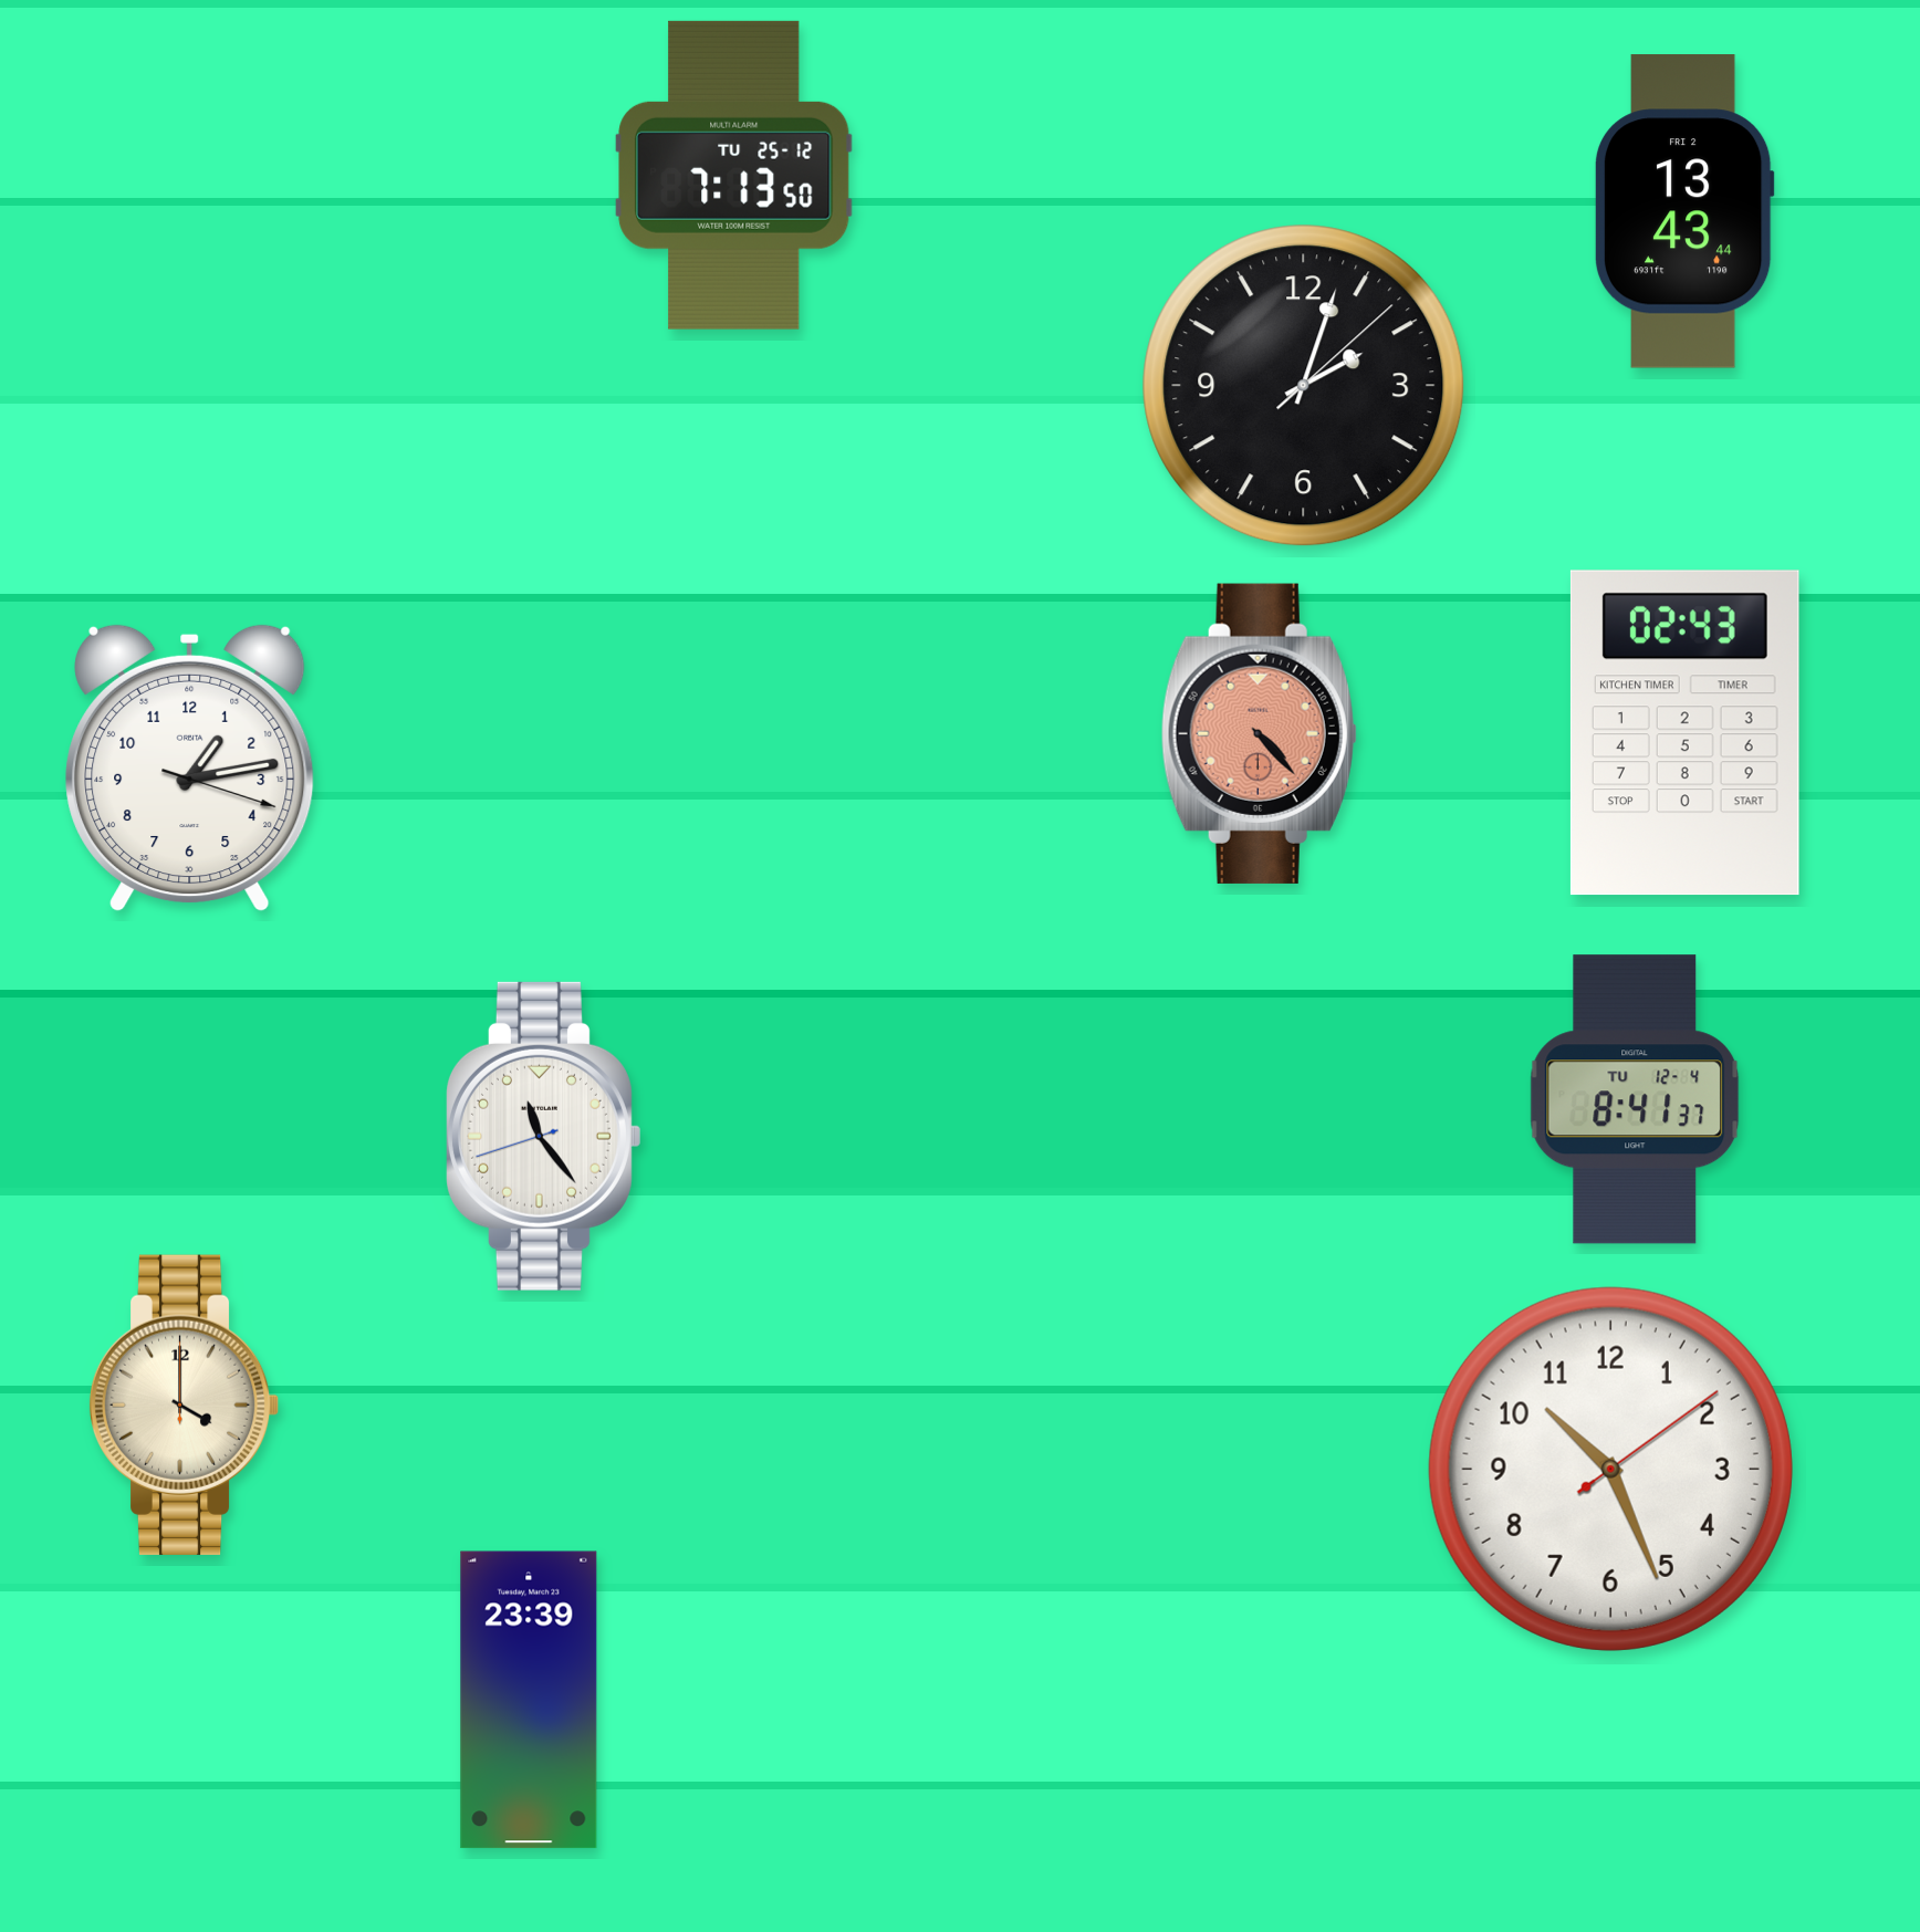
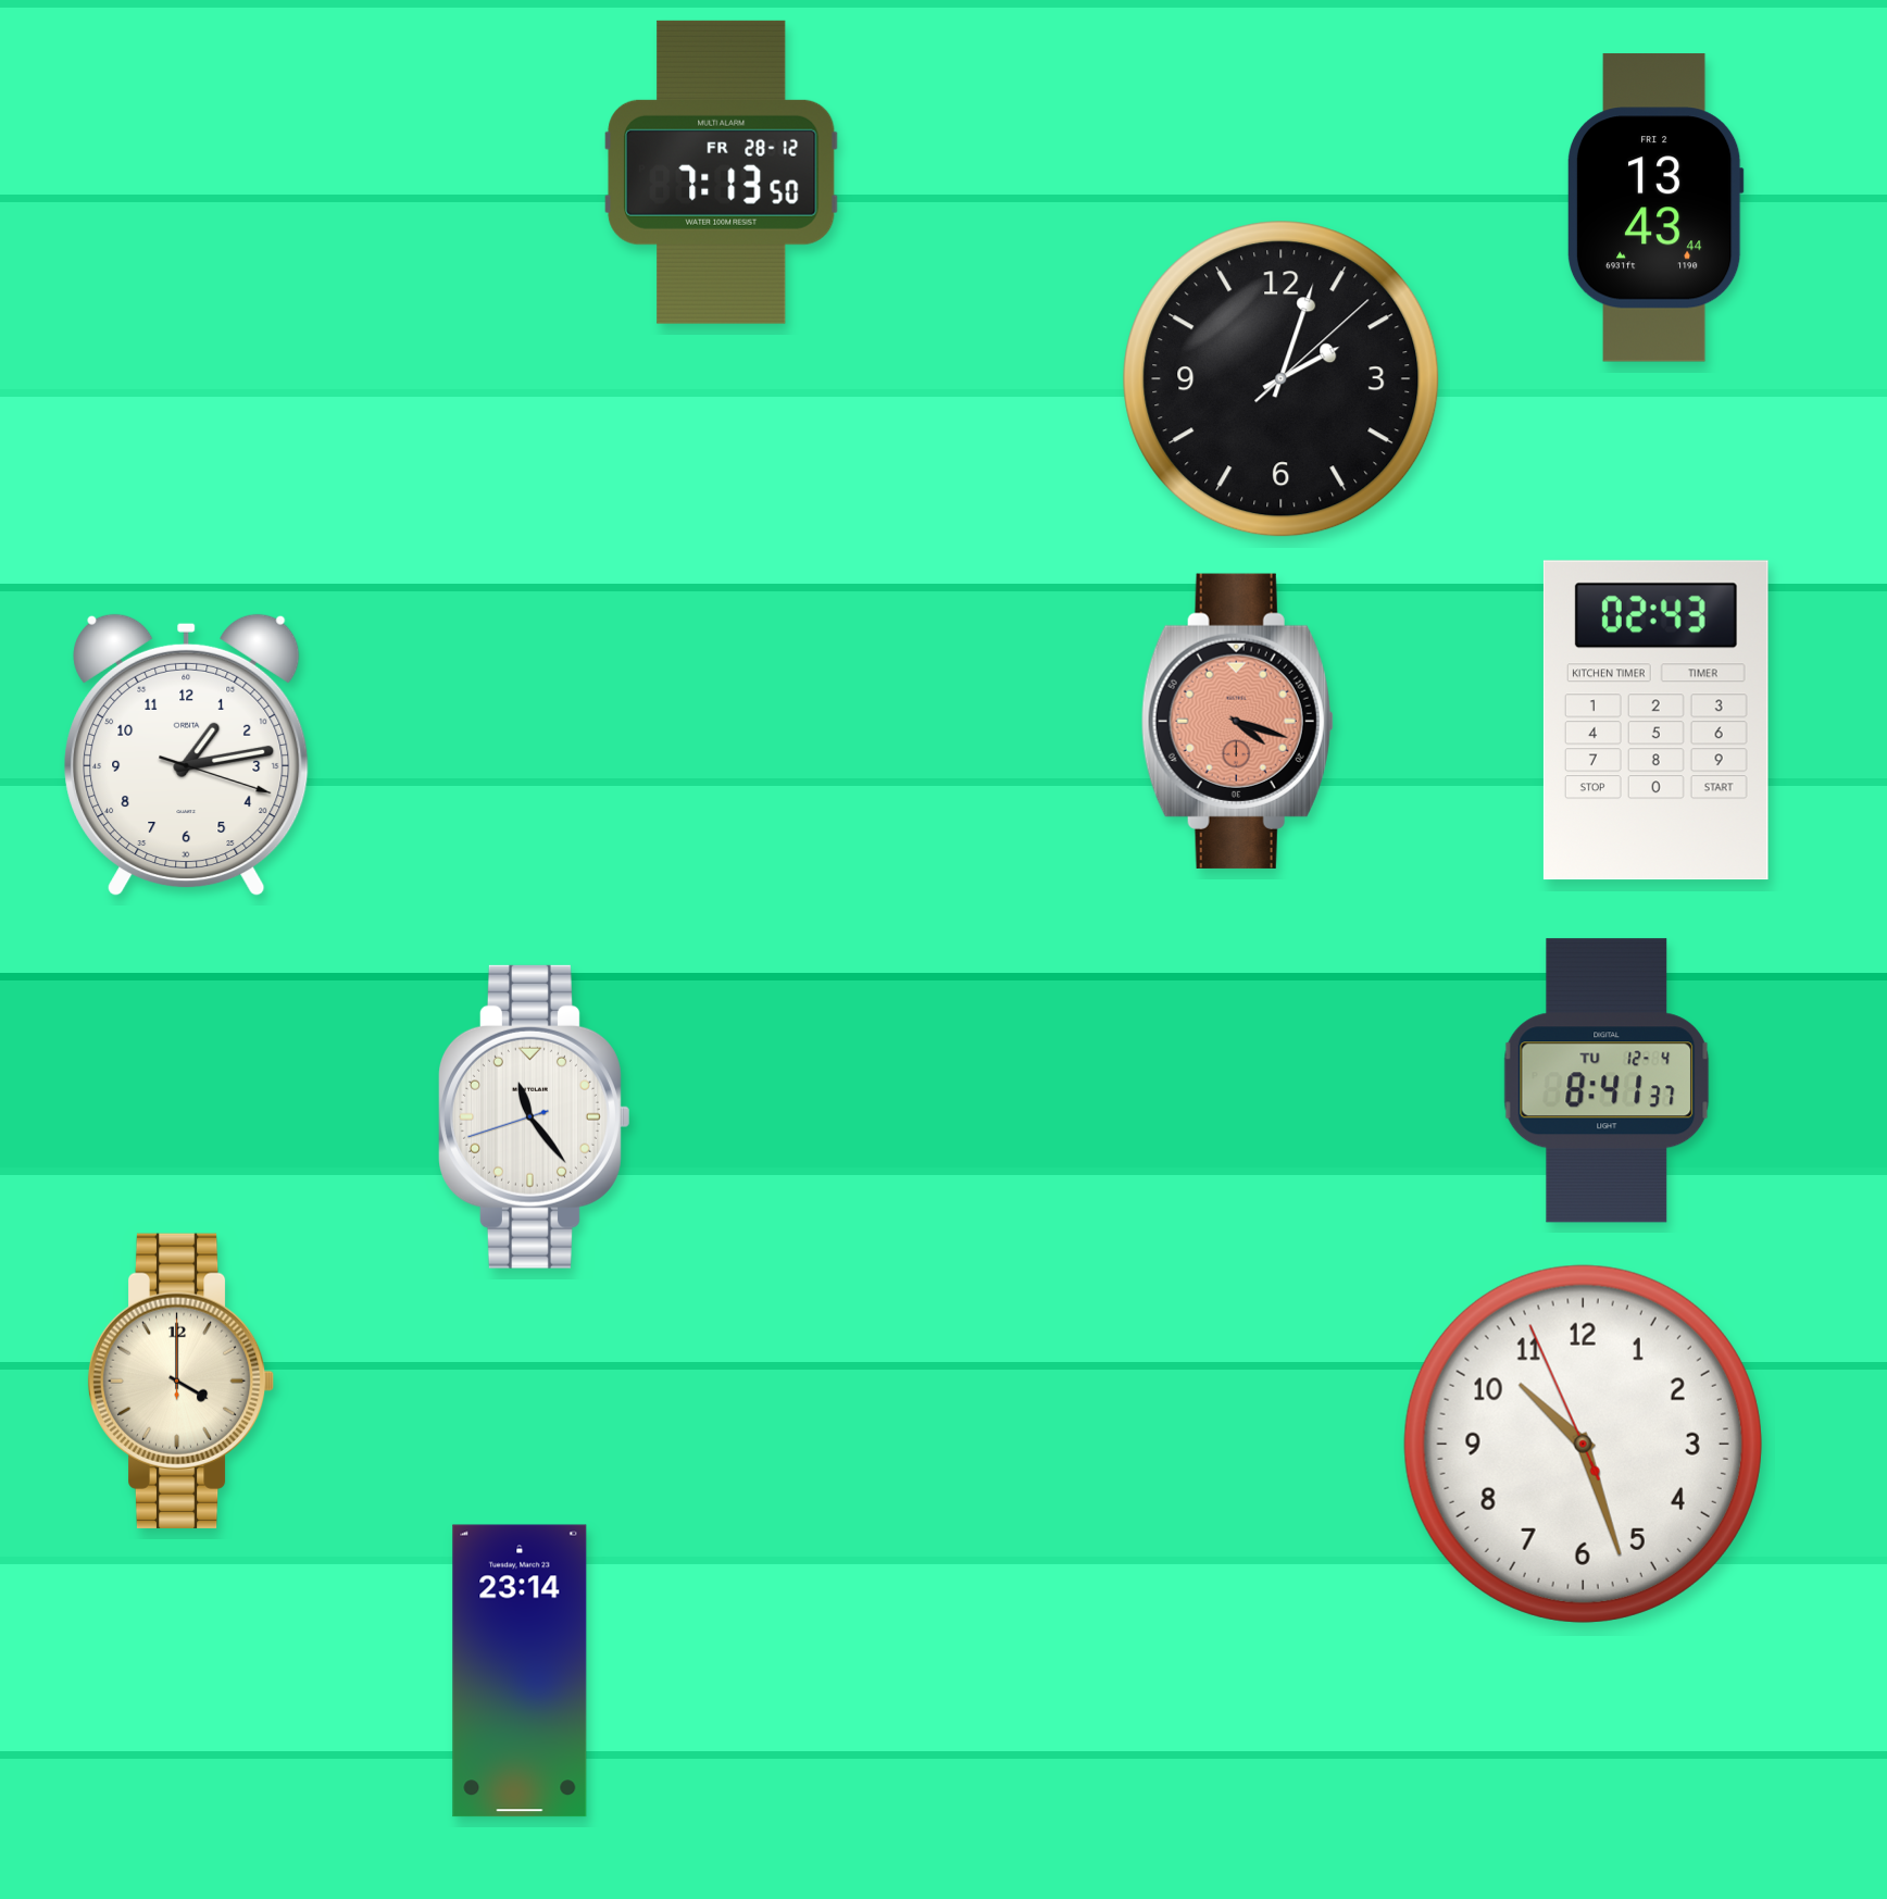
clock at (734, 175) date: TU 25-12 -> FR 28-12
clock at (1259, 733): 4:23 -> 4:18
clock at (1610, 1469): 10:26:09 -> 10:26:56
clock at (529, 1700): 23:39 -> 23:14
